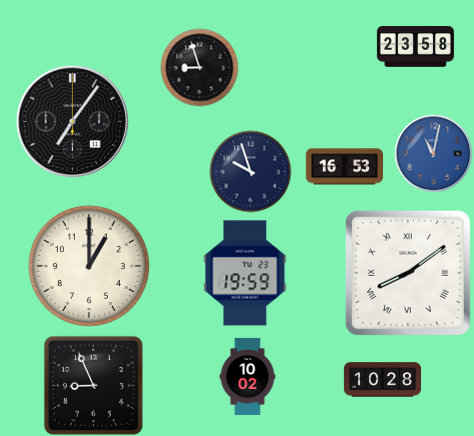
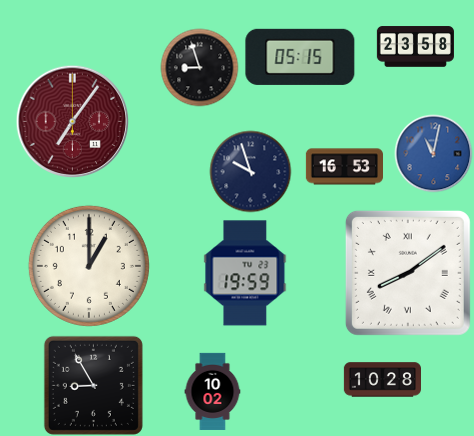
clock at (300, 57): none -> 05:15
clock at (72, 121) dial: black -> burgundy
clock at (248, 376) position: (248, 376) -> (213, 391)
clock at (93, 385): 8:56 -> 8:55
